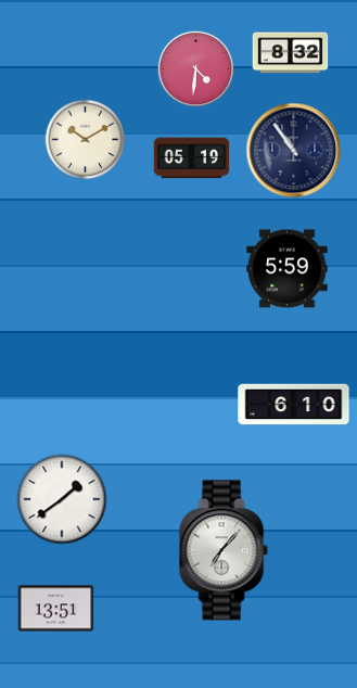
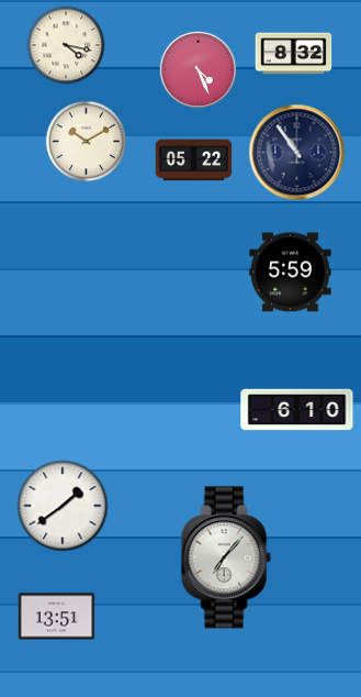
clock at (66, 45): none -> 4:17
clock at (196, 69): 4:31 -> 4:26
clock at (192, 158): 05:19 -> 05:22
